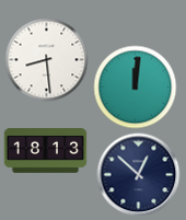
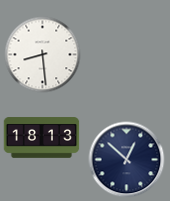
clock at (136, 88): 12:01 -> none
